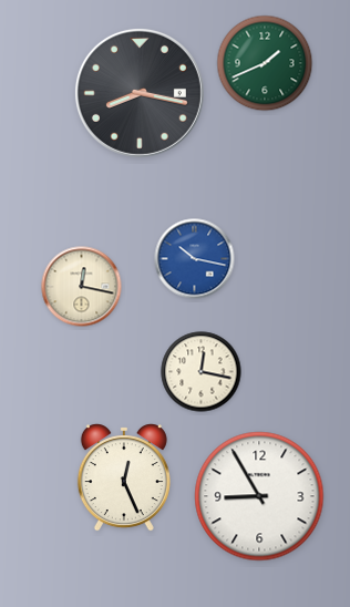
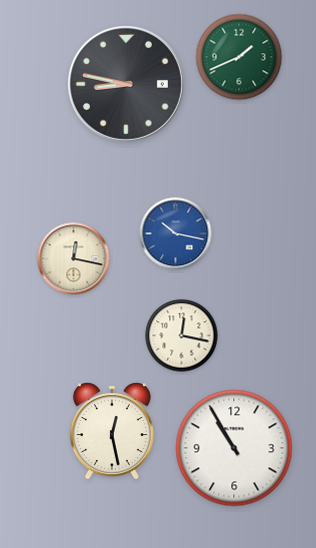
clock at (140, 93): 8:17 -> 8:47
clock at (124, 477): 12:26 -> 12:28
clock at (259, 496): 8:55 -> 10:55
